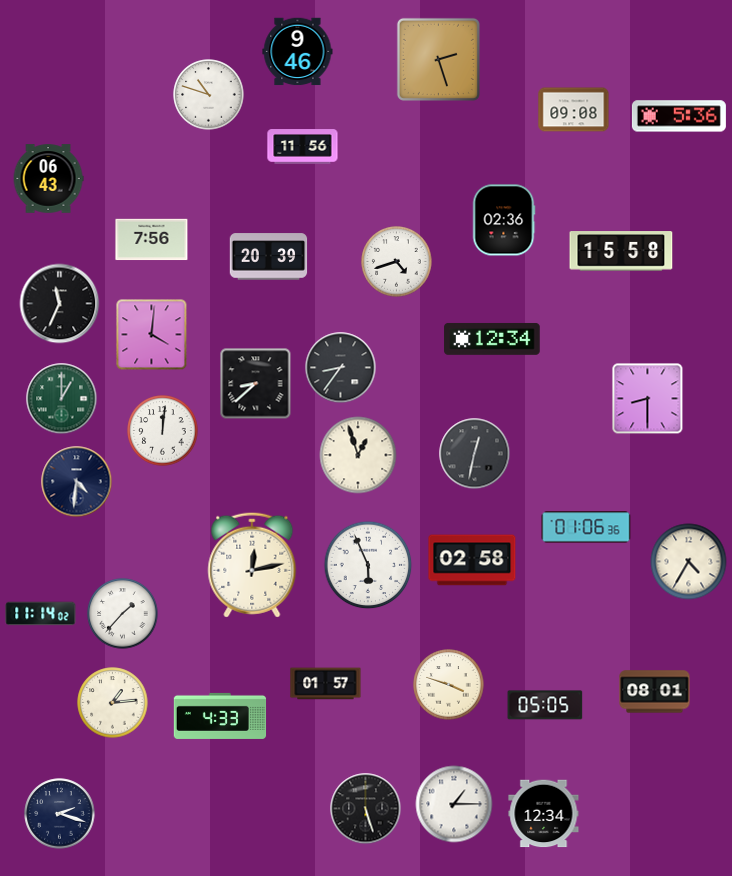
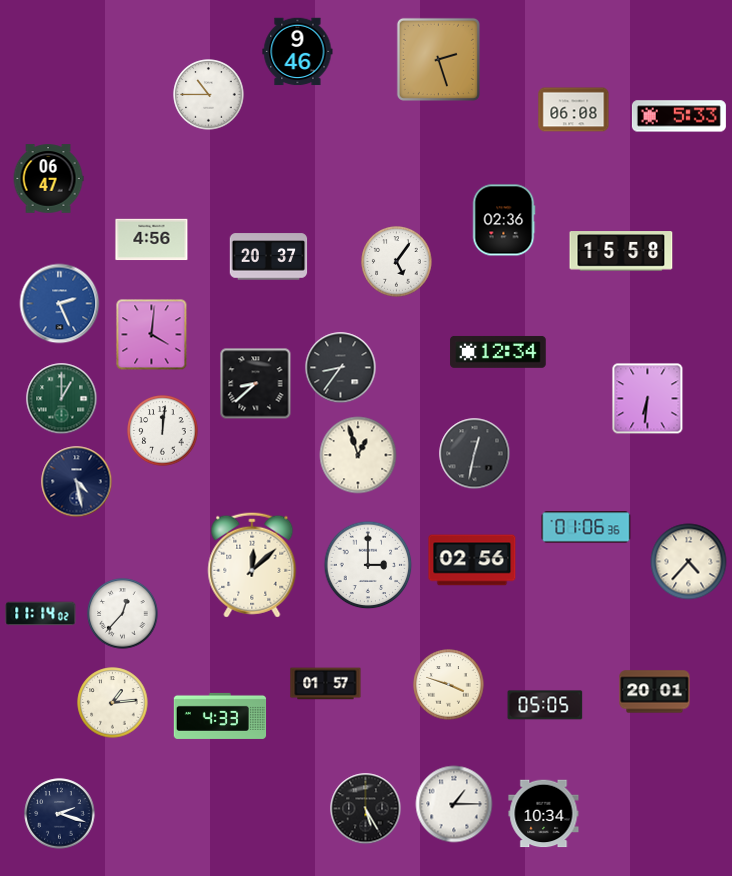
clock at (209, 95): 10:48 -> 10:45
clock at (574, 110): 09:08 -> 06:08
clock at (679, 116): 5:36 -> 5:33
clock at (303, 147): 11:56 -> none
clock at (48, 179): 06:43 -> 06:47
clock at (152, 240): 7:56 -> 4:56
clock at (269, 257): 20:39 -> 20:37
clock at (397, 262): 4:42 -> 5:06
clock at (60, 304): 11:34 -> 2:26
clock at (60, 304) dial: black -> blue
clock at (492, 339) position: (492, 339) -> (498, 352)
clock at (648, 399): 8:30 -> 6:31
clock at (77, 482): 4:31 -> 4:28
clock at (472, 560): 02:58 -> 02:56
clock at (689, 562): 4:35 -> 4:37
clock at (252, 565): 12:13 -> 12:08
clock at (368, 565): 5:56 -> 3:00
clock at (123, 614): 1:37 -> 12:37
clock at (655, 692): 08:01 -> 20:01
clock at (366, 809): 5:27 -> 5:25
clock at (544, 814): 12:34 -> 10:34
